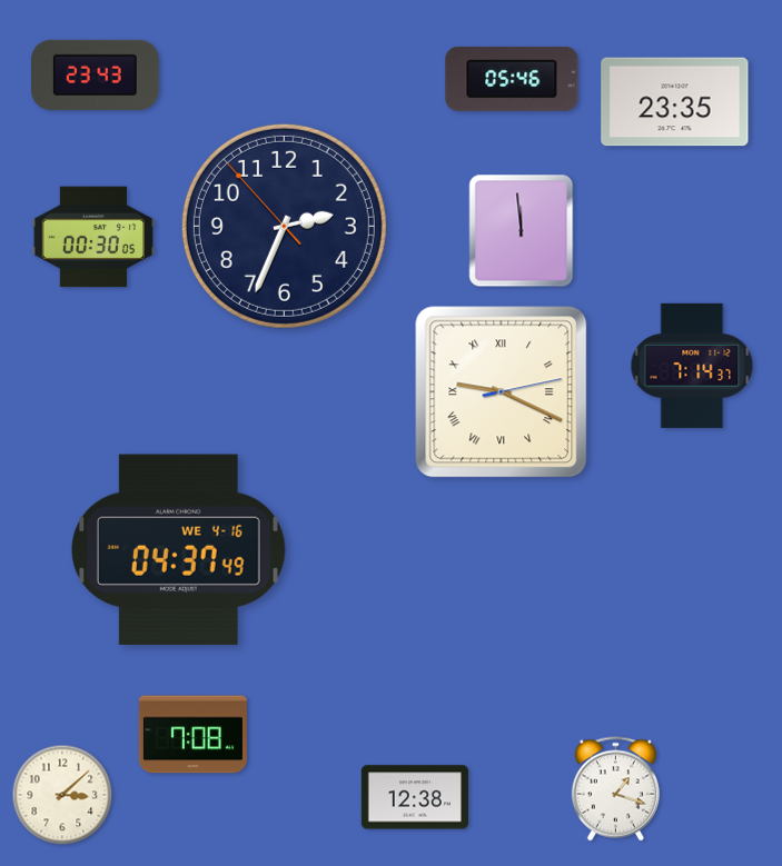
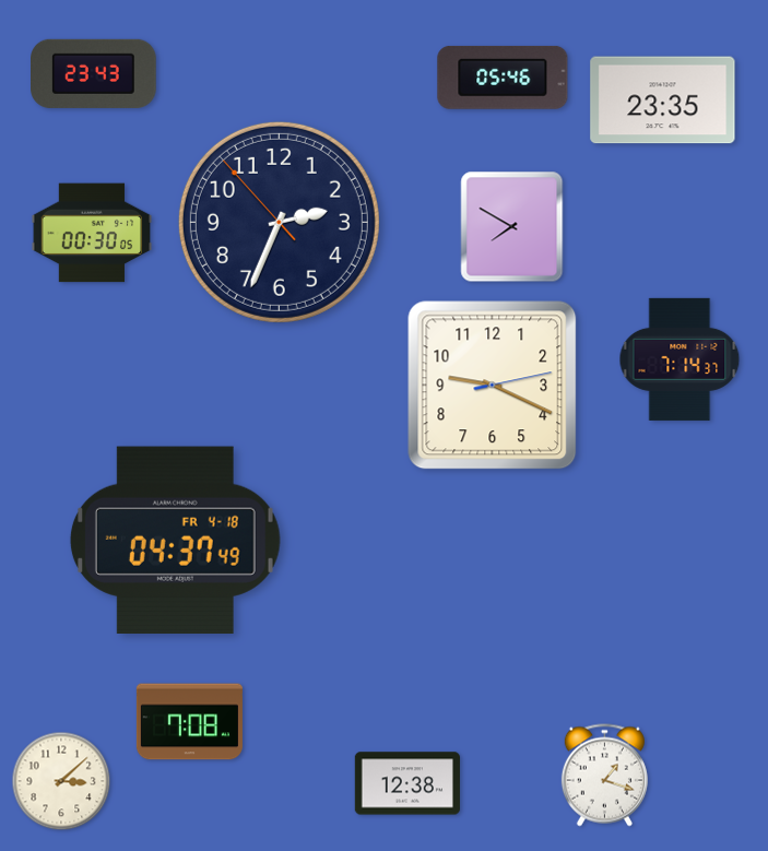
clock at (522, 231): 11:59 -> 7:50
clock at (502, 392) numerals: Roman -> Arabic
clock at (178, 549) date: WE 4-16 -> FR 4-18
